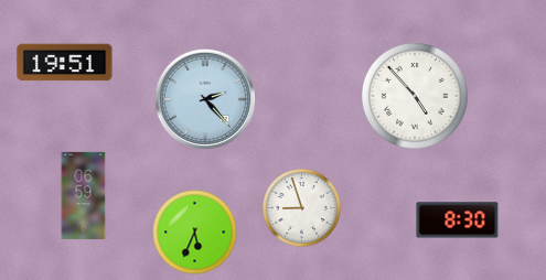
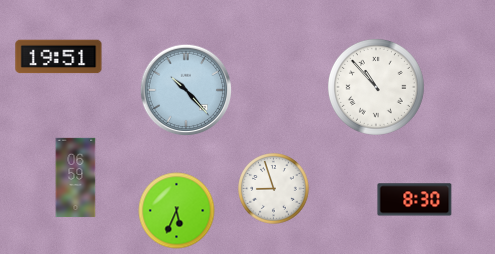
clock at (415, 96): 4:53 -> 10:53
clock at (205, 99): 2:23 -> 10:23
